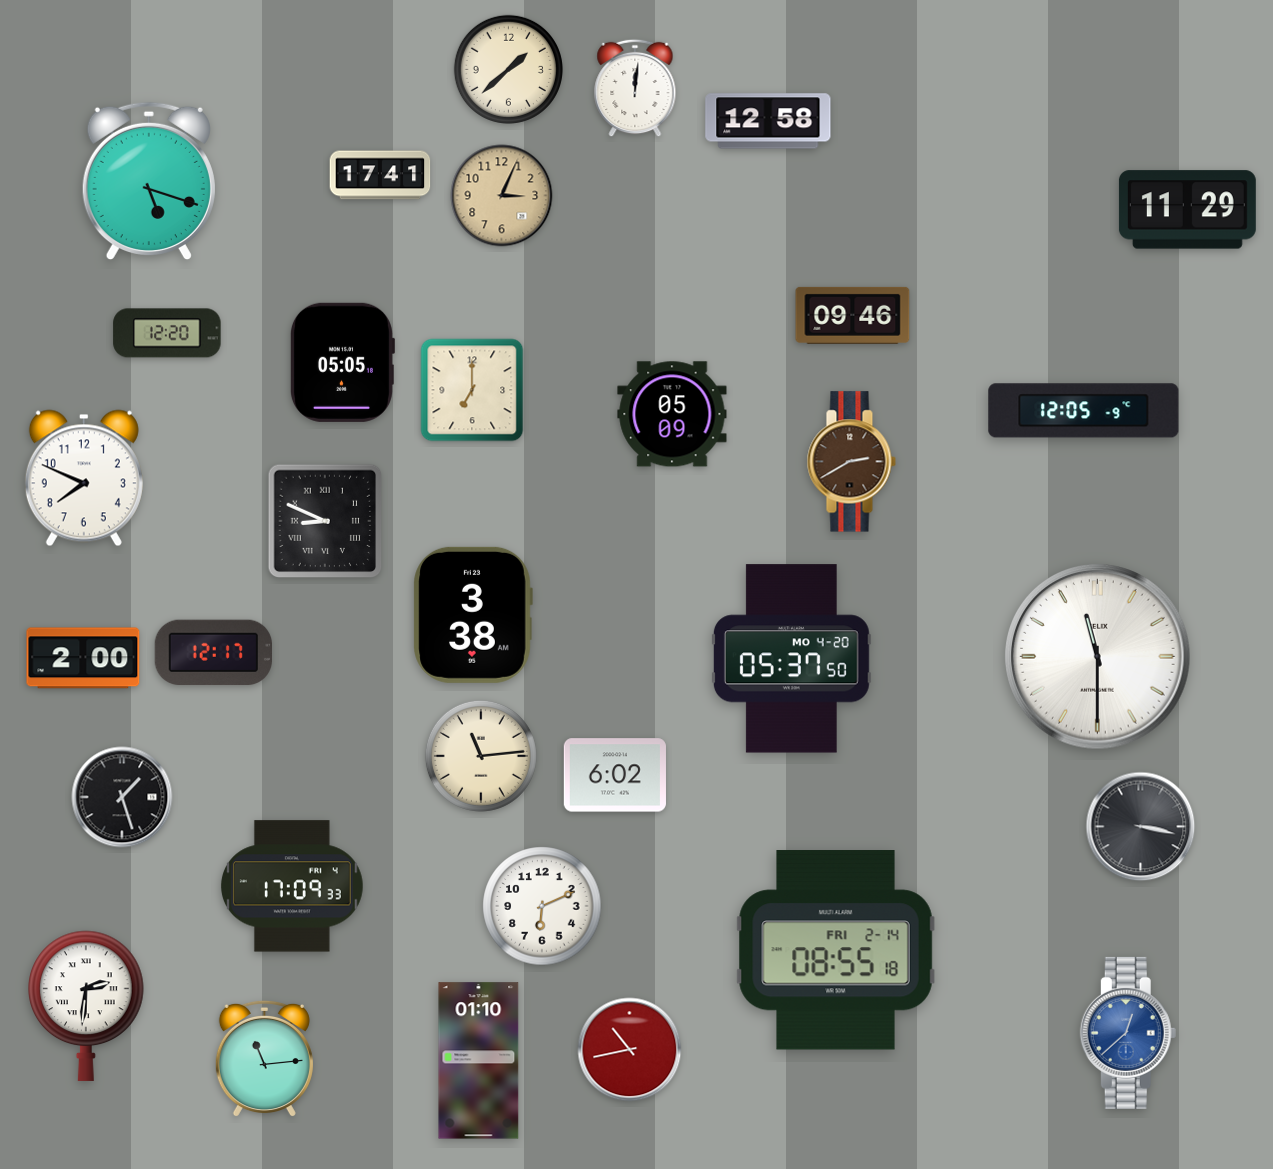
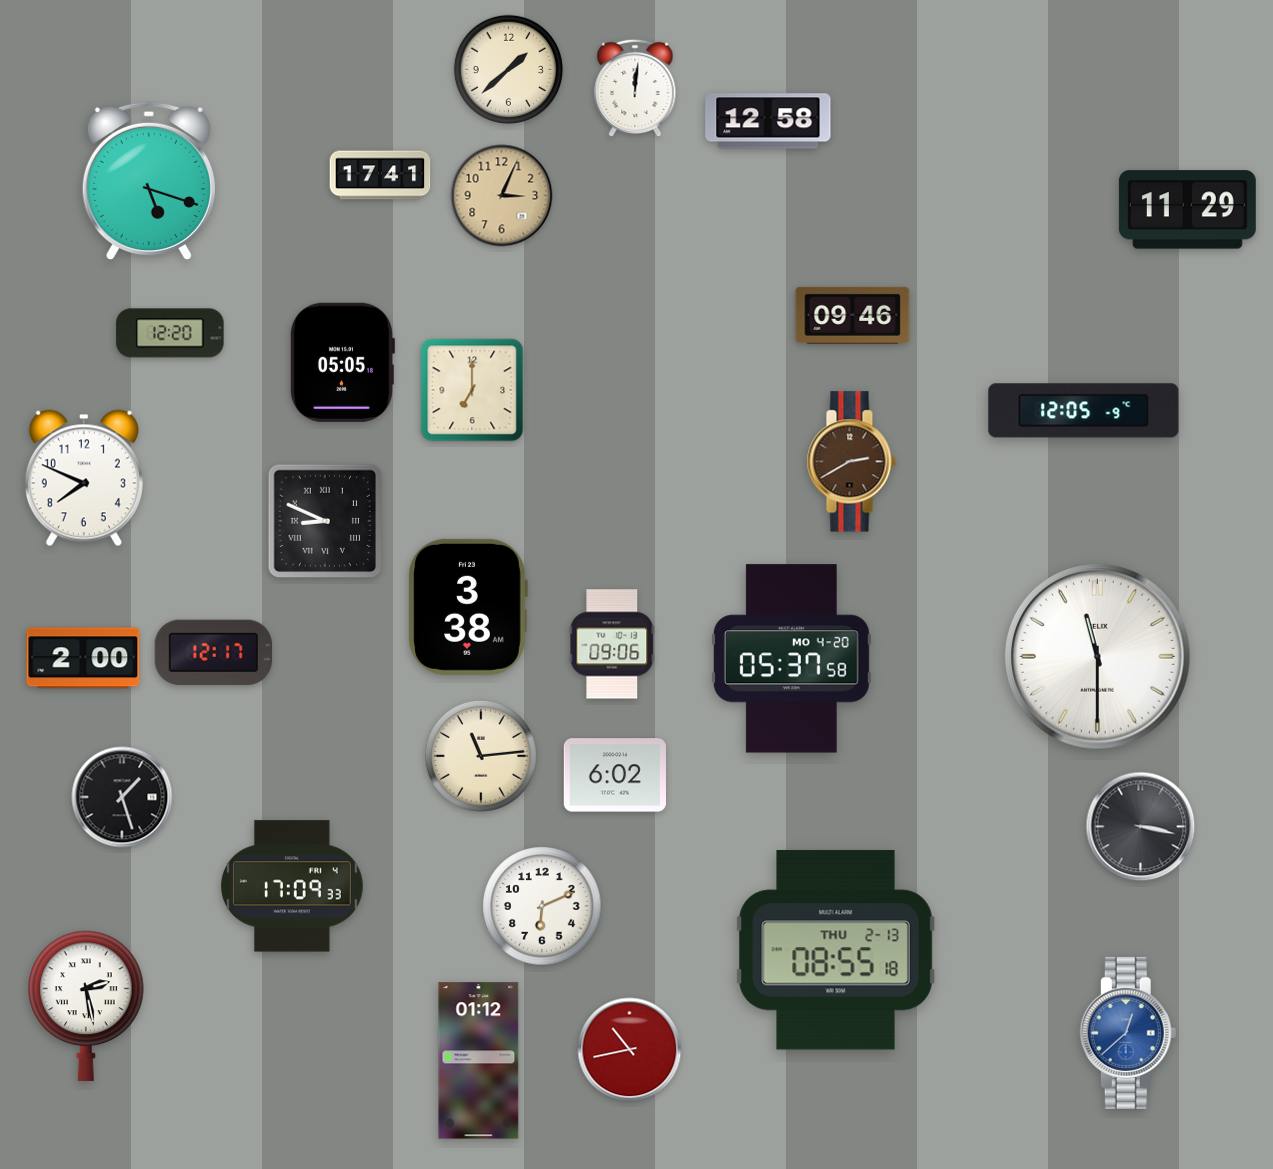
clock at (167, 333) position: (167, 333) -> (170, 333)
clock at (672, 414): 05:09 -> none
clock at (473, 615) position: (473, 615) -> (468, 607)
clock at (612, 644): none -> 09:06
clock at (791, 659): 05:37:50 -> 05:37:58
clock at (836, 950) date: FRI 2-14 -> THU 2-13
clock at (86, 1006): 2:31 -> 2:28
clock at (264, 1059): 11:14 -> none
clock at (479, 1061): 01:10 -> 01:12
